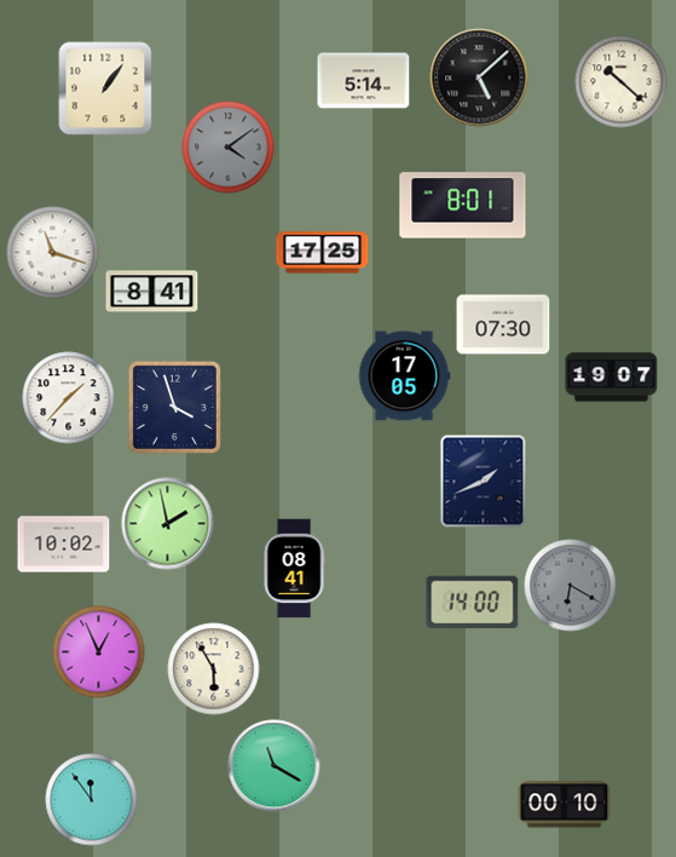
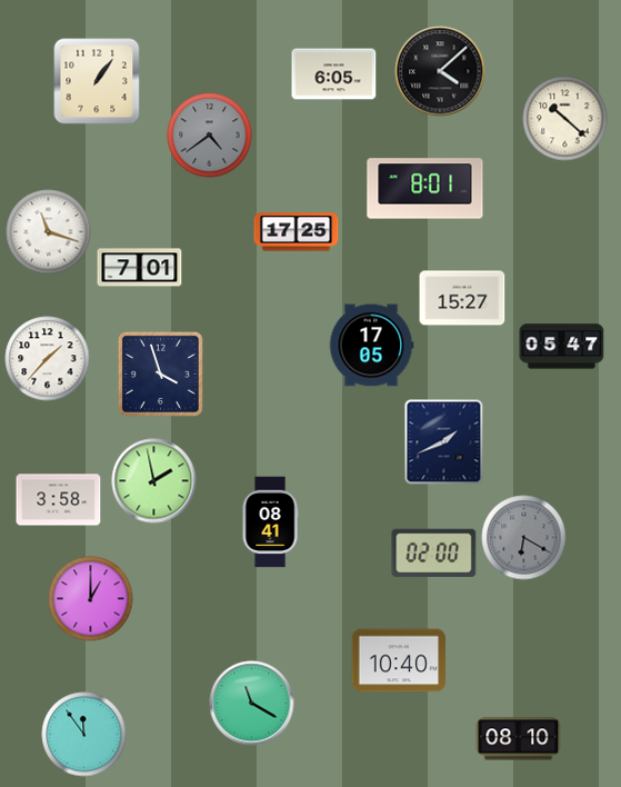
clock at (479, 77): 5:08 -> 4:08
clock at (364, 81): 5:14 -> 6:05
clock at (622, 82) position: (622, 82) -> (565, 119)
clock at (229, 148): 4:09 -> 4:39
clock at (152, 292): 8:41 -> 7:01
clock at (503, 324): 07:30 -> 15:27
clock at (612, 378): 19:07 -> 05:47
clock at (69, 398) position: (69, 398) -> (48, 359)
clock at (64, 545): 10:02 -> 3:58
clock at (473, 603): 14:00 -> 02:00
clock at (99, 652): 12:56 -> 1:00
clock at (214, 669): 5:55 -> none
clock at (399, 660): none -> 10:40
clock at (565, 805): 00:10 -> 08:10
